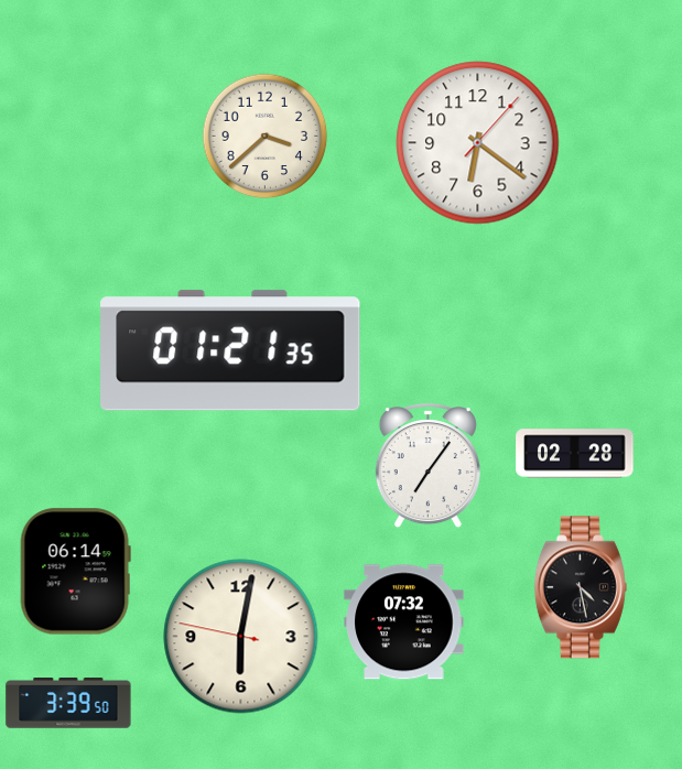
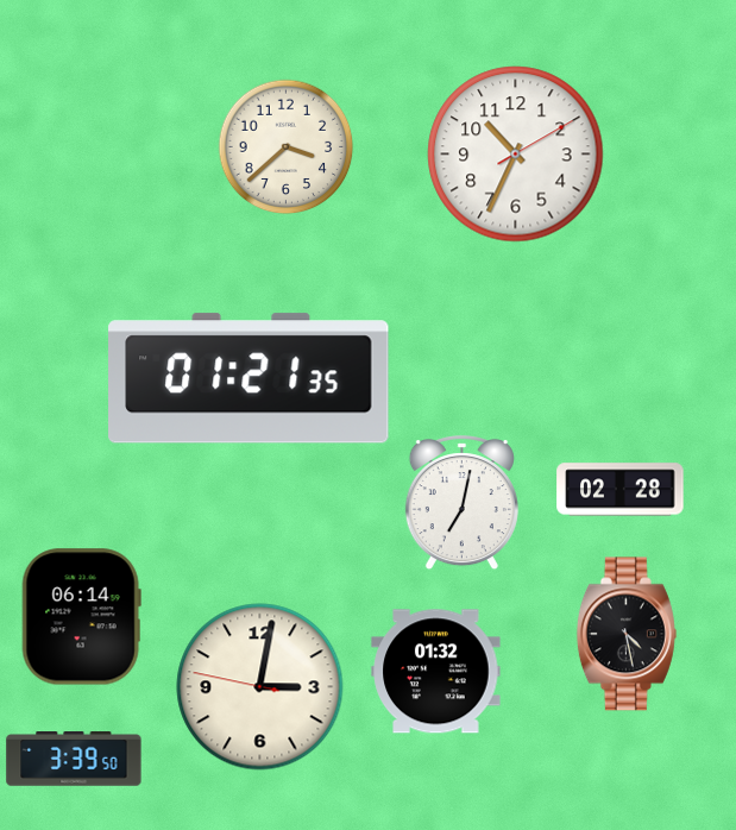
clock at (478, 143): 6:21 -> 10:34
clock at (427, 466): 7:06 -> 7:02
clock at (404, 622): 07:32 -> 01:32
clock at (241, 637): 6:01 -> 3:01
